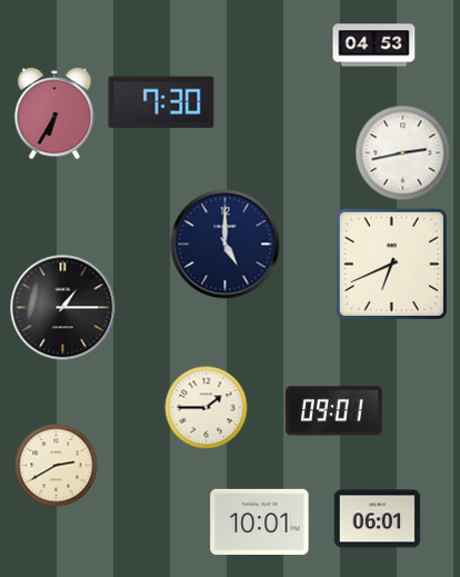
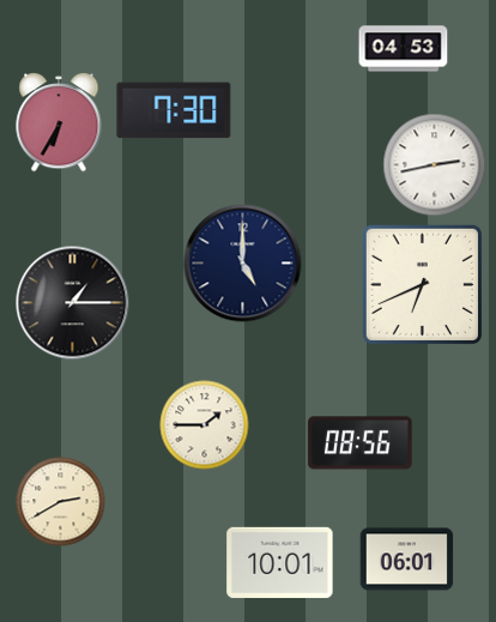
clock at (63, 308) position: (63, 308) -> (73, 303)
clock at (207, 408) position: (207, 408) -> (205, 425)
clock at (334, 411): 09:01 -> 08:56
